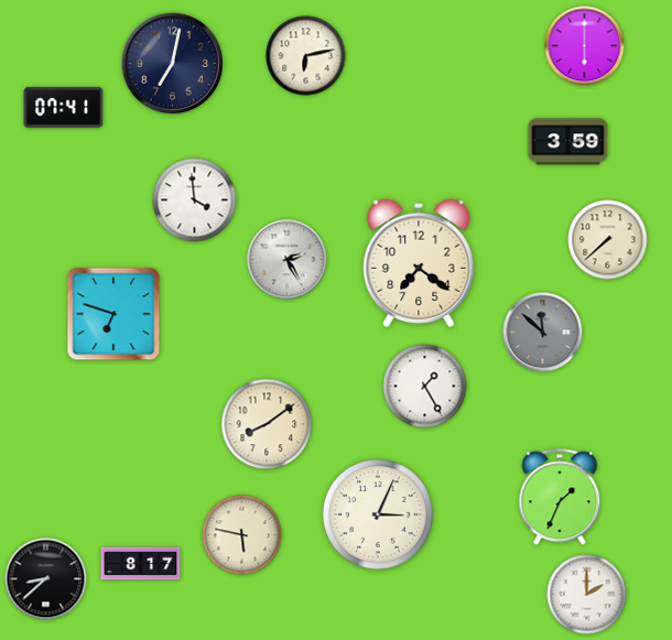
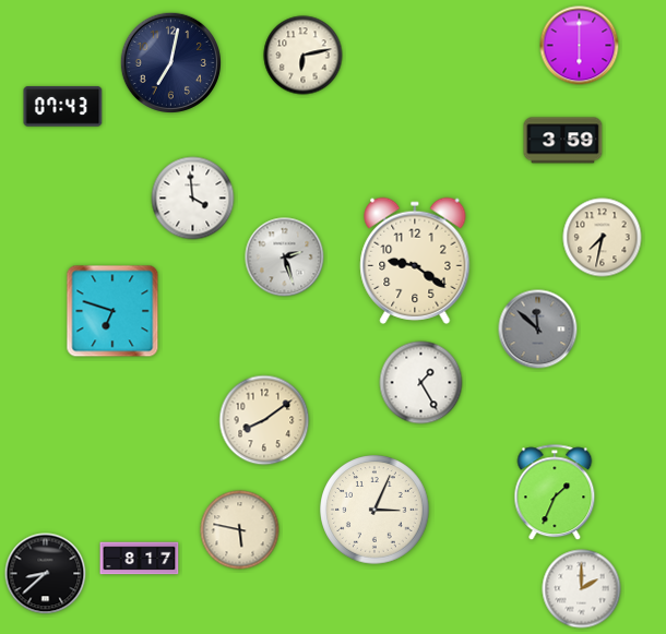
clock at (64, 108): 07:41 -> 07:43
clock at (608, 240): 7:38 -> 7:32
clock at (288, 260): 2:25 -> 2:27
clock at (419, 263): 7:21 -> 9:21
